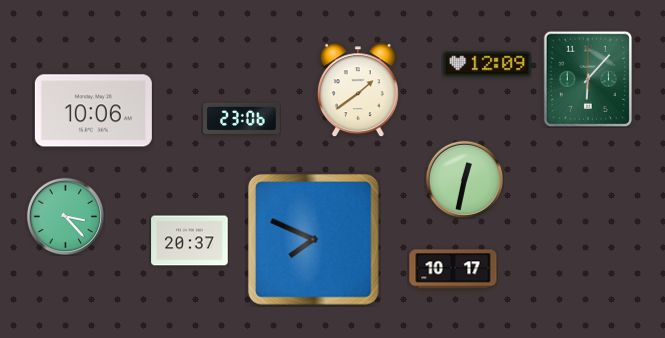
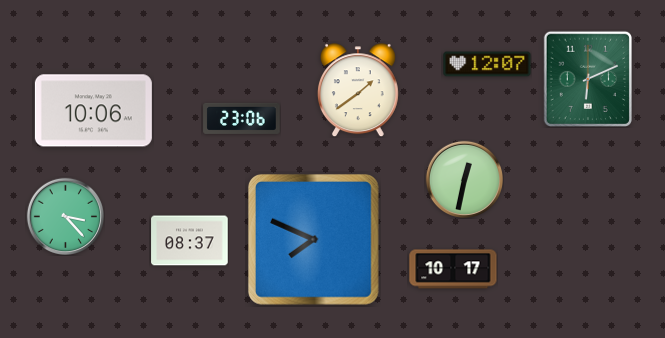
clock at (487, 64): 12:09 -> 12:07
clock at (587, 78): 6:07 -> 6:11
clock at (190, 241): 20:37 -> 08:37
